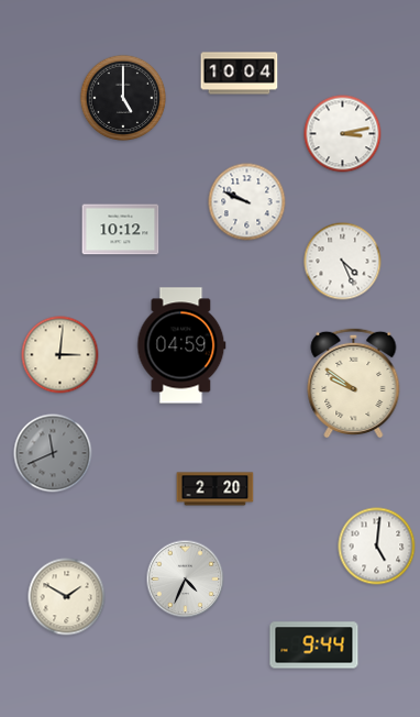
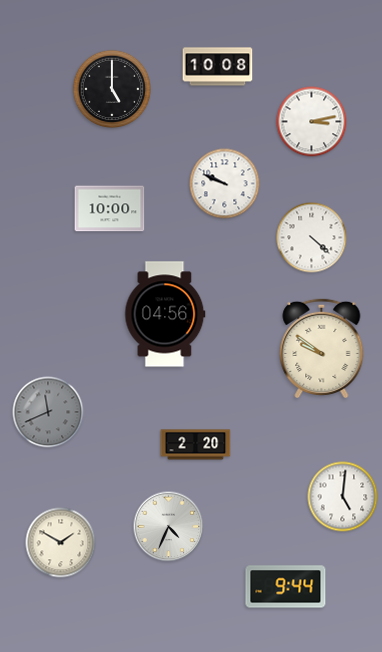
clock at (240, 74): 10:04 -> 10:08
clock at (121, 230): 10:12 -> 10:00
clock at (343, 262): 4:26 -> 4:22
clock at (181, 345): 04:59 -> 04:56
clock at (60, 355): 3:01 -> none
